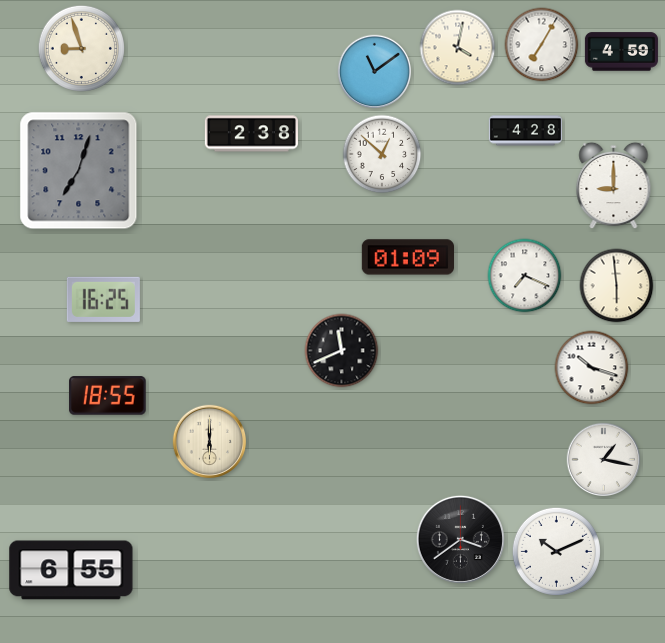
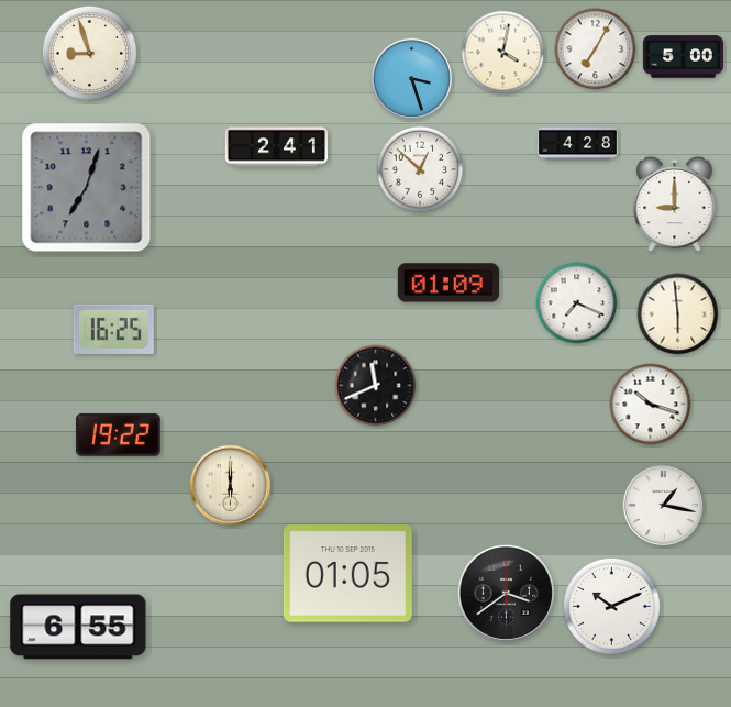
clock at (621, 52): 4:59 -> 5:00
clock at (375, 72): 11:09 -> 3:27
clock at (251, 134): 2:38 -> 2:41
clock at (108, 396): 18:55 -> 19:22
clock at (347, 574): none -> 01:05
